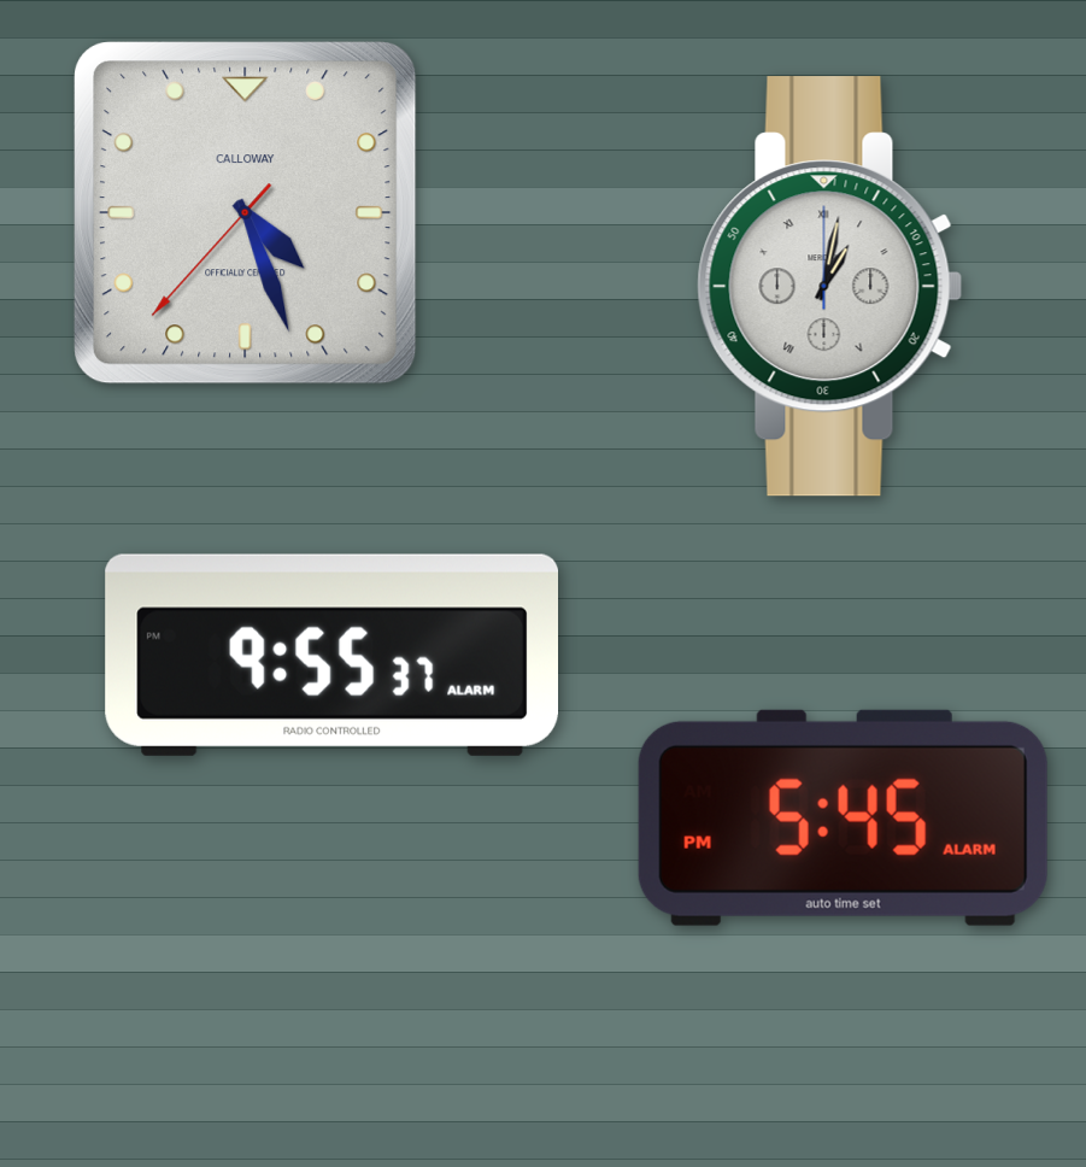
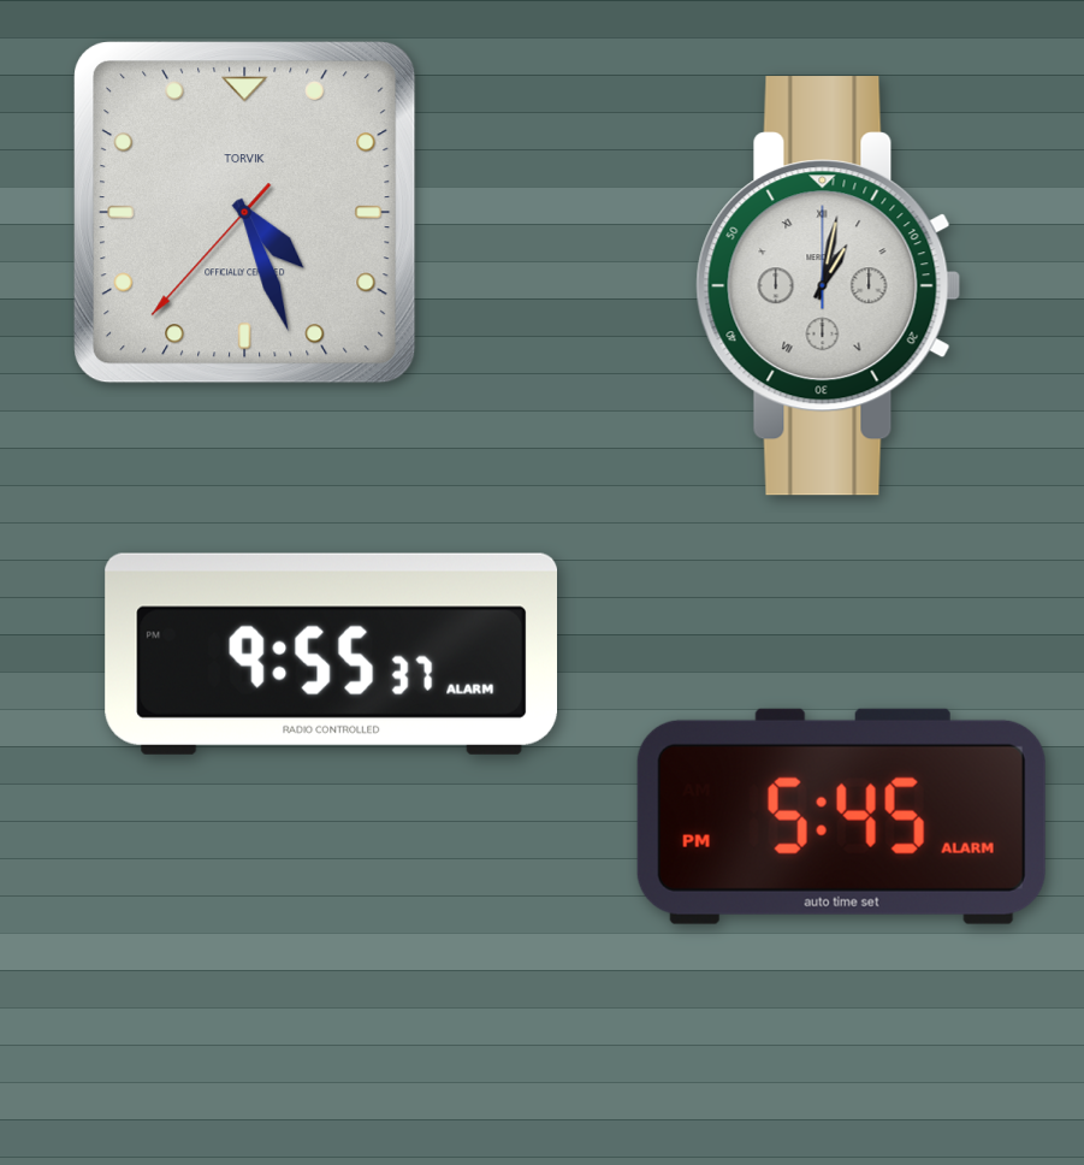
clock at (246, 213) brand: CALLOWAY -> TORVIK
